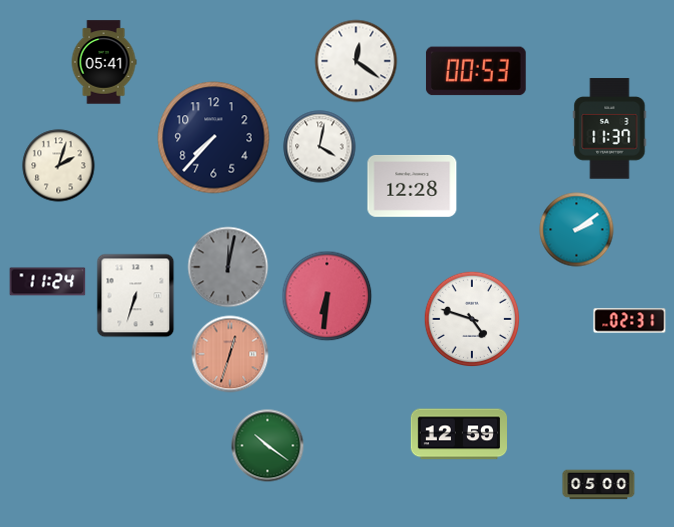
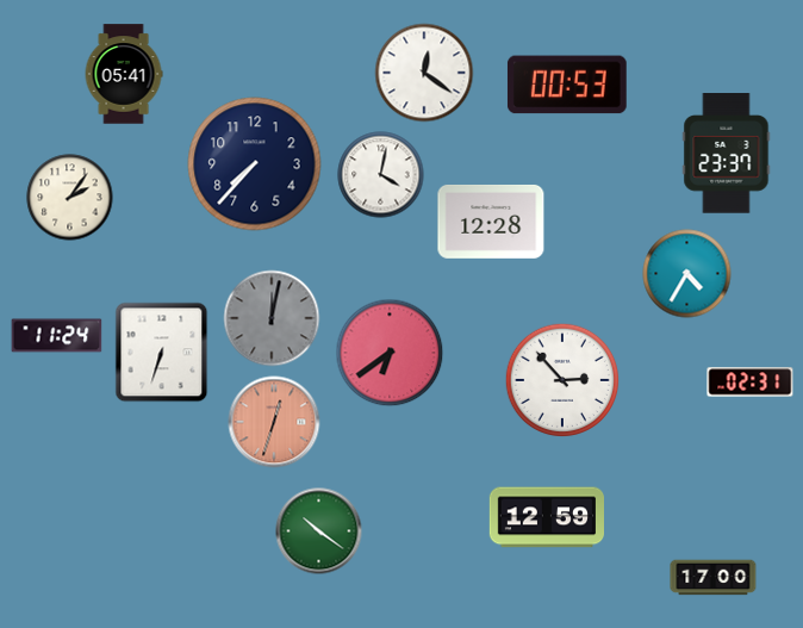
clock at (610, 129): 11:37 -> 23:37
clock at (59, 166): 2:03 -> 2:06
clock at (577, 230): 2:09 -> 4:35
clock at (327, 296): 6:31 -> 6:39
clock at (472, 319): 4:48 -> 2:53
clock at (599, 485): 05:00 -> 17:00
